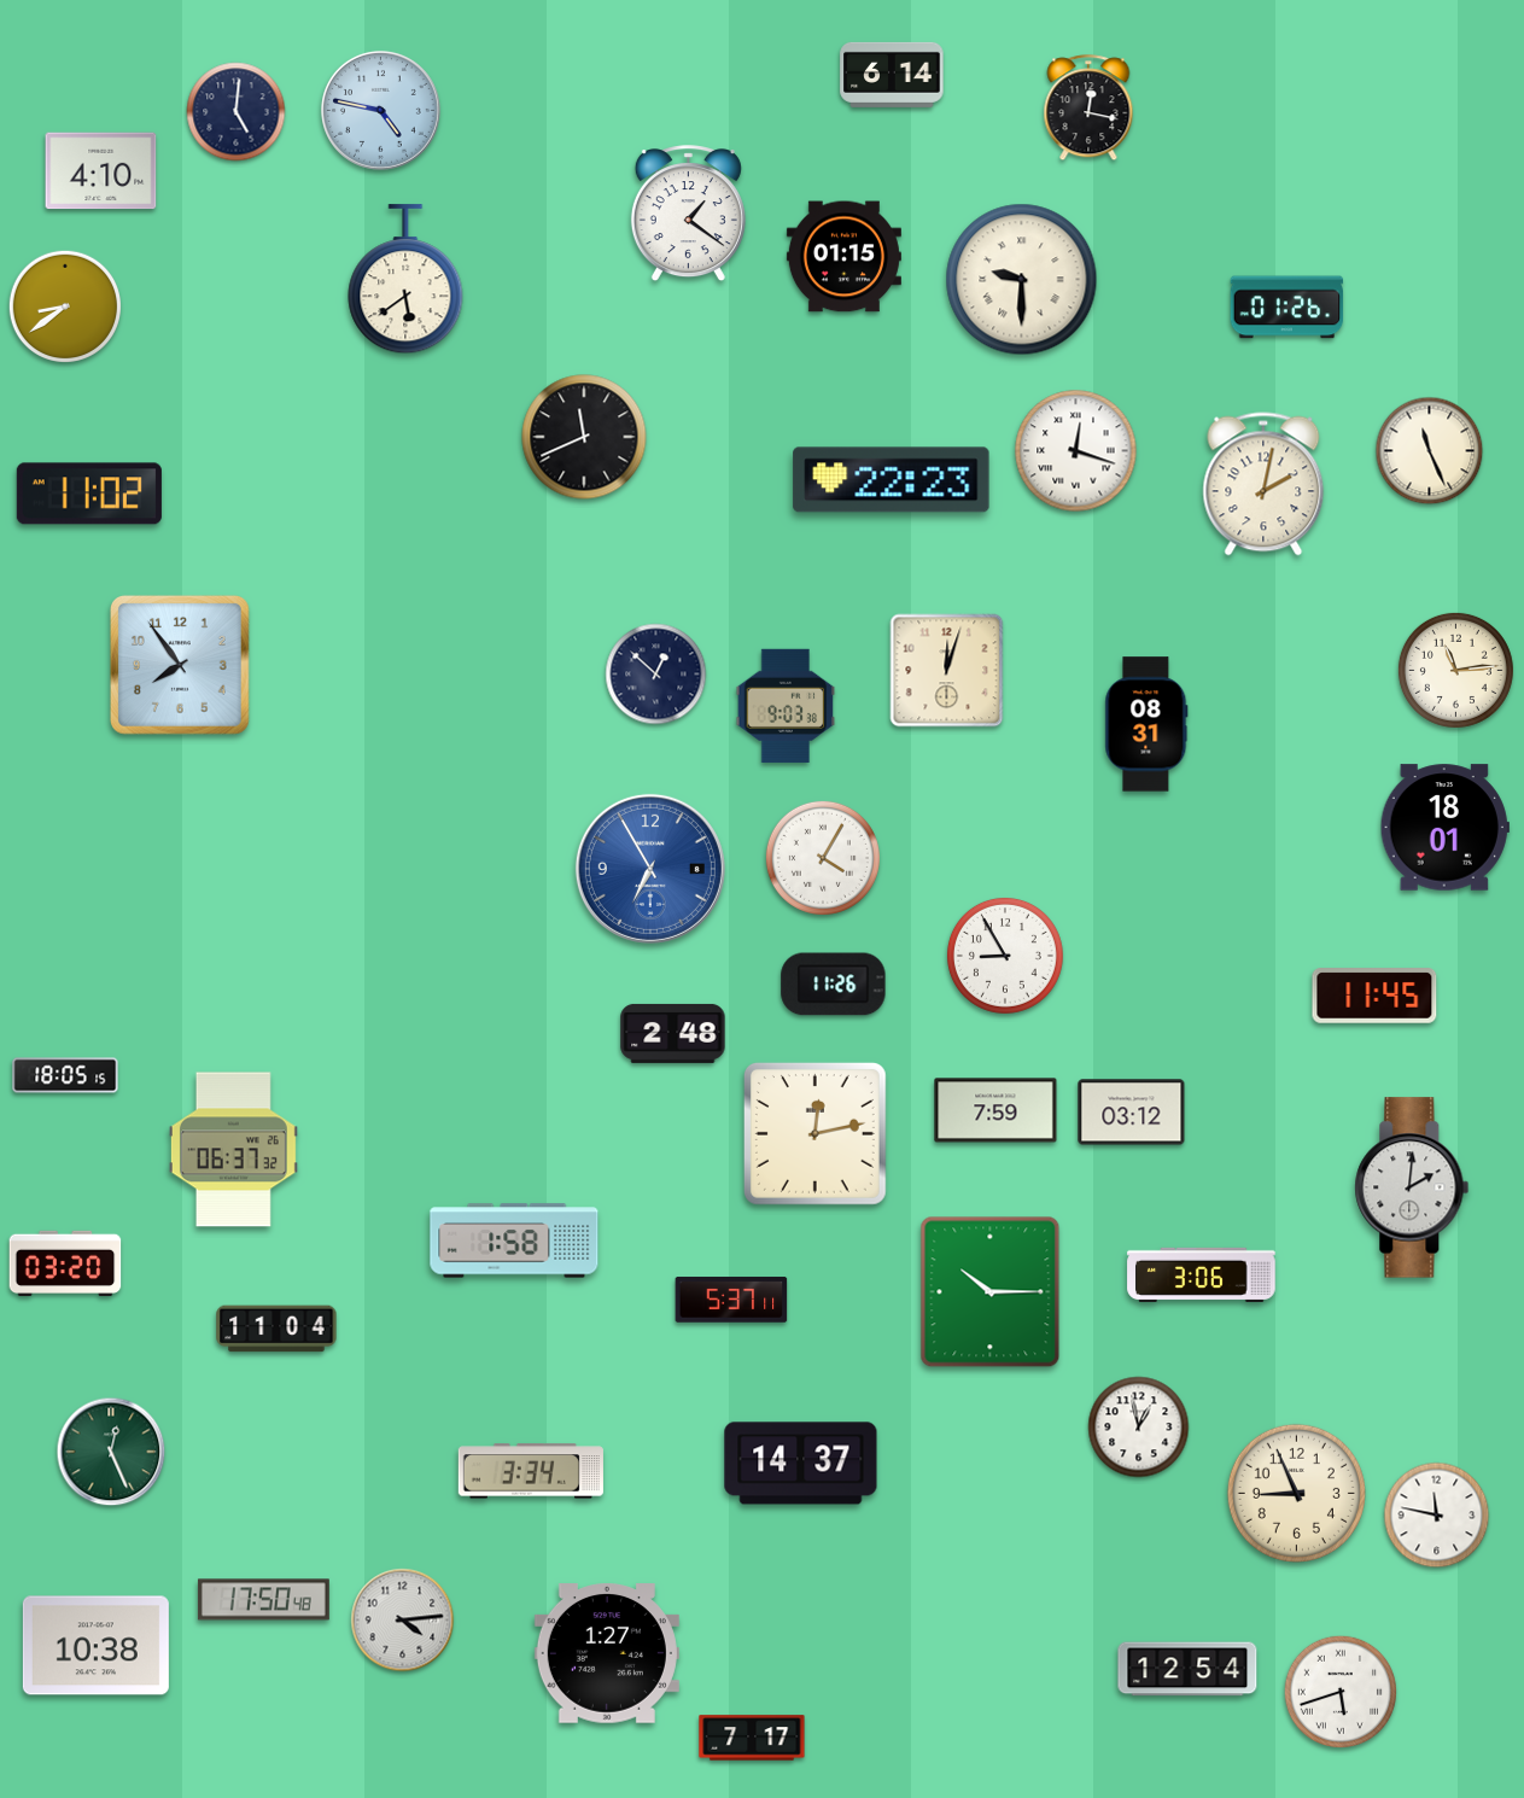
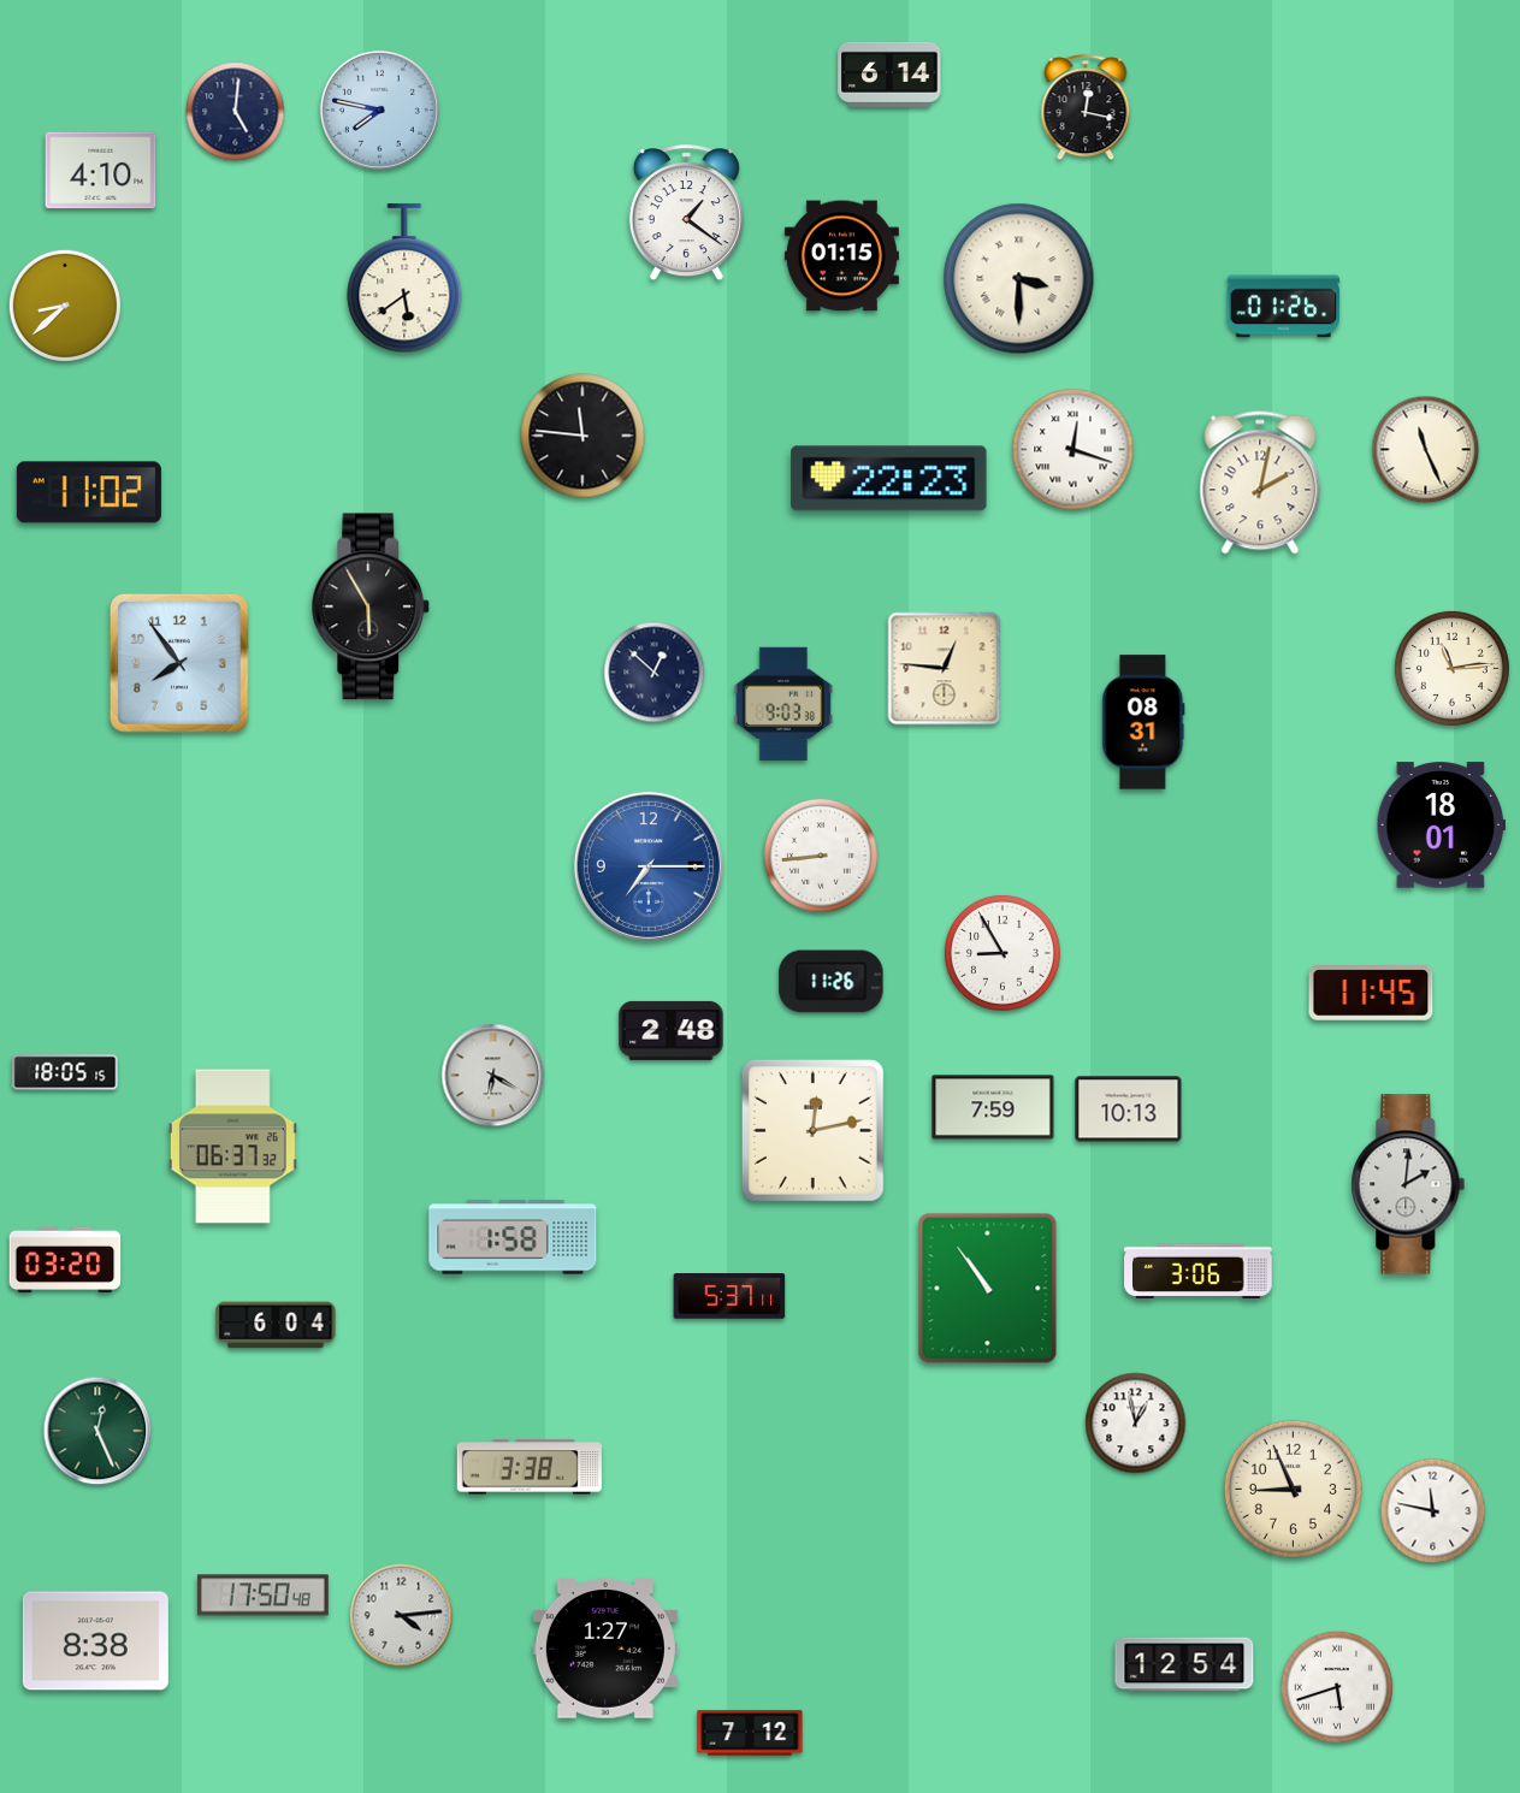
clock at (380, 110): 4:47 -> 7:47
clock at (1022, 280): 9:30 -> 3:30
clock at (64, 305): 8:39 -> 8:38
clock at (584, 437): 11:41 -> 11:46
clock at (371, 606): none -> 5:55
clock at (947, 671): 12:03 -> 12:46
clock at (823, 858): 4:05 -> 8:44
clock at (650, 869): 6:55 -> 7:15
clock at (493, 1076): none -> 6:20
clock at (1132, 1113): 03:12 -> 10:13
clock at (991, 1292): 10:15 -> 10:54
clock at (276, 1329): 11:04 -> 6:04
clock at (111, 1452) position: (111, 1452) -> (97, 1431)
clock at (801, 1464): 14:37 -> none
clock at (531, 1471): 3:34 -> 3:38
clock at (95, 1646): 10:38 -> 8:38
clock at (752, 1738): 7:17 -> 7:12
